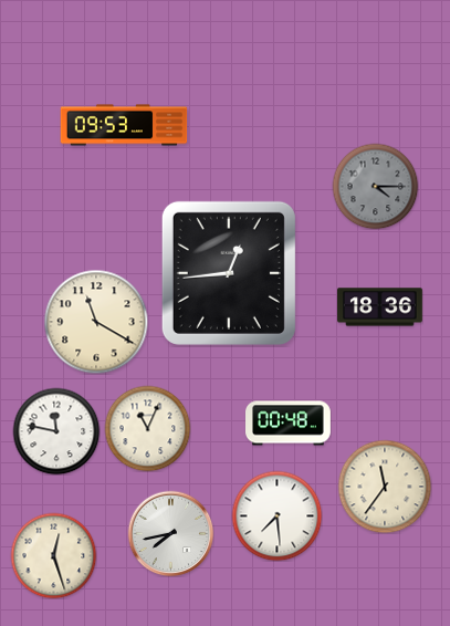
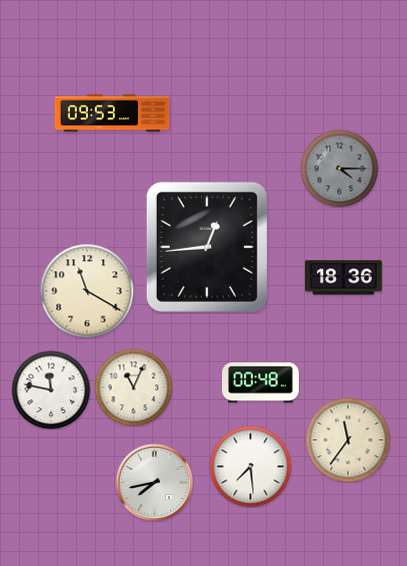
clock at (53, 555): 12:27 -> none
